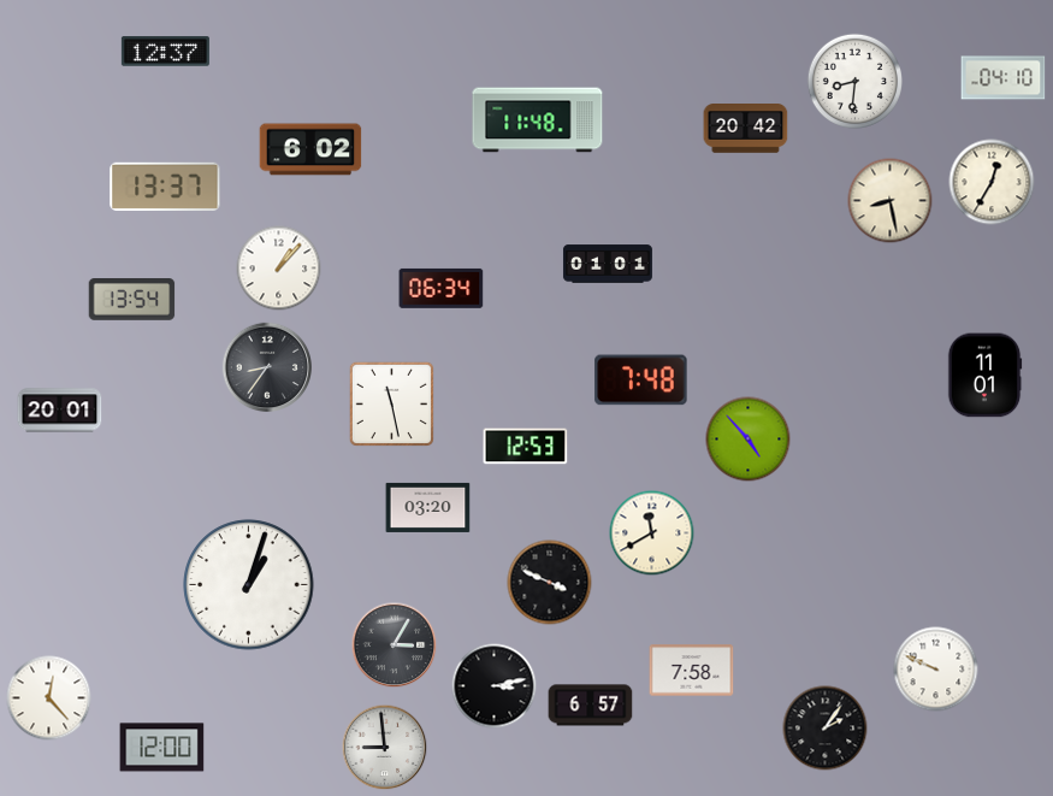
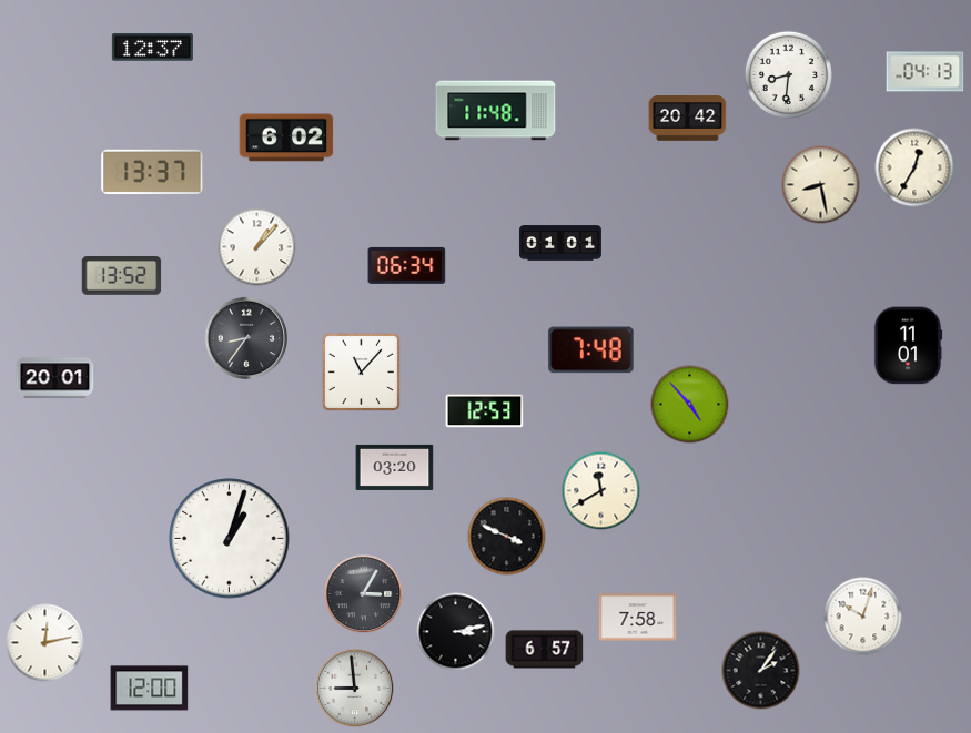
clock at (1004, 78): 04:10 -> 04:13
clock at (132, 300): 13:54 -> 13:52
clock at (391, 403): 11:28 -> 11:07
clock at (936, 670): 9:49 -> 10:03
clock at (49, 698): 12:23 -> 12:13
